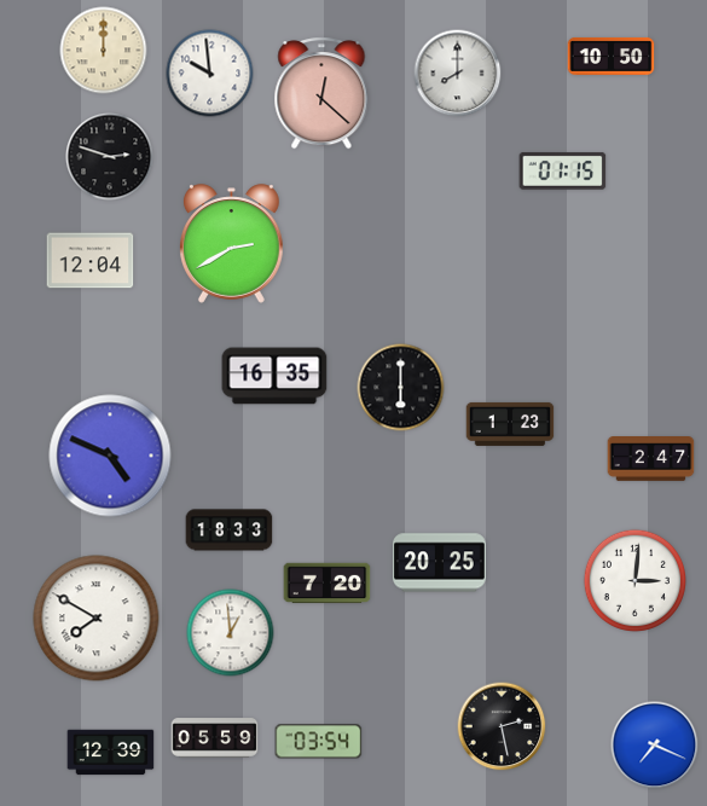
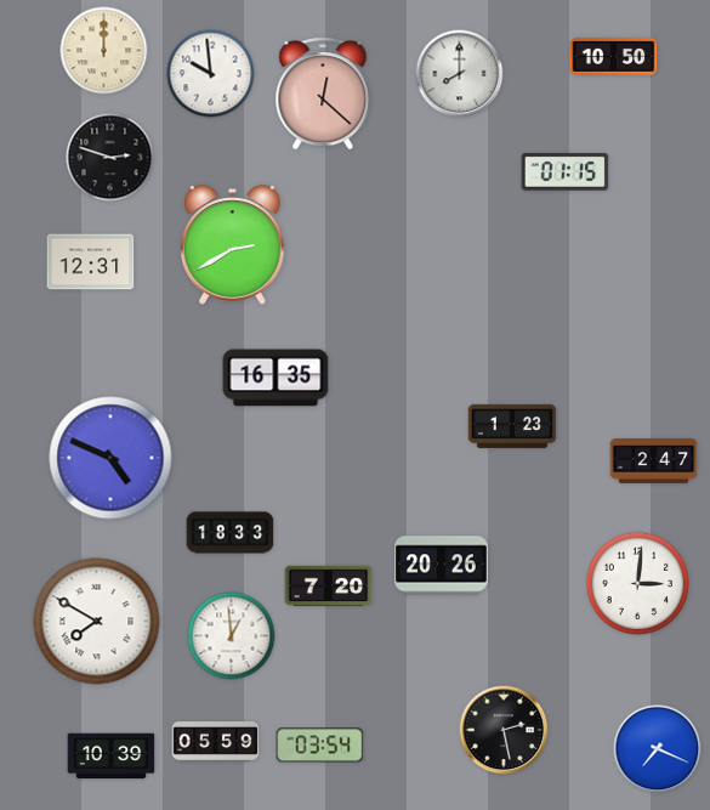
clock at (91, 261): 12:04 -> 12:31
clock at (401, 388): 6:00 -> none
clock at (440, 563): 20:25 -> 20:26
clock at (111, 753): 12:39 -> 10:39
